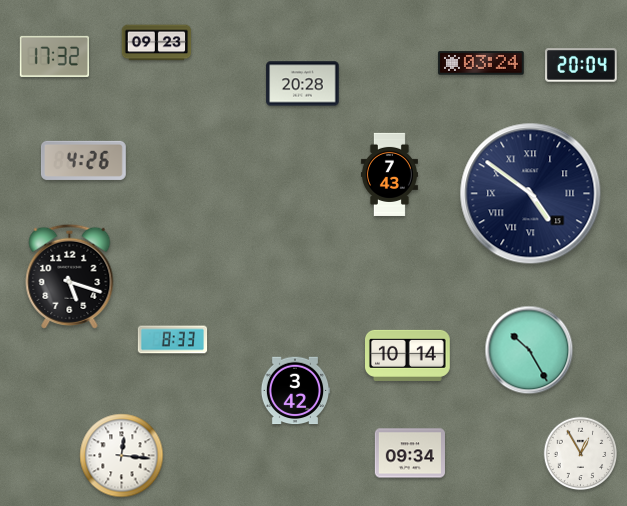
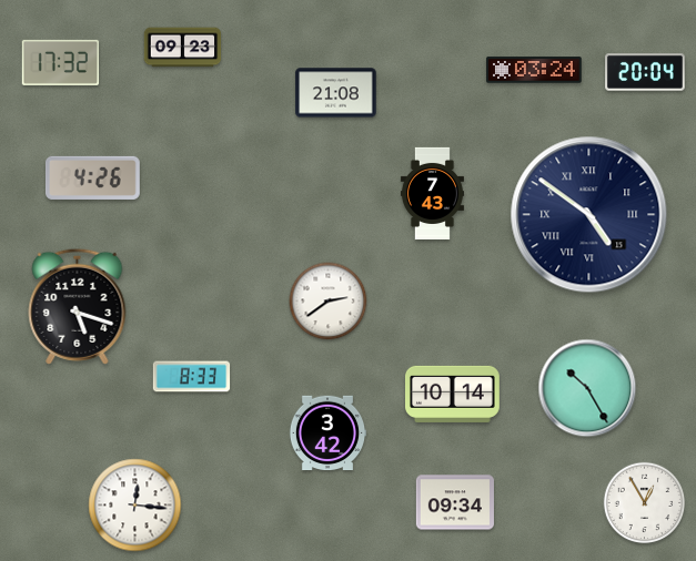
clock at (157, 43) position: (157, 43) -> (183, 48)
clock at (303, 84): 20:28 -> 21:08
clock at (329, 302): none -> 2:39
